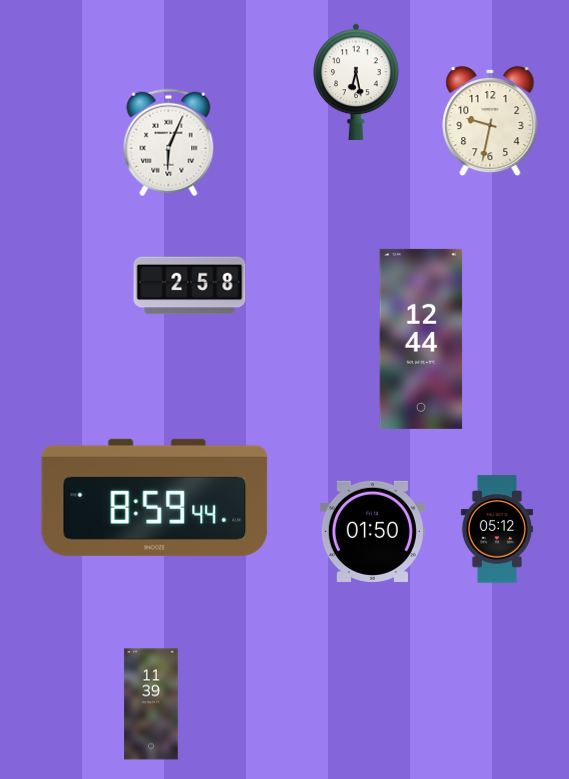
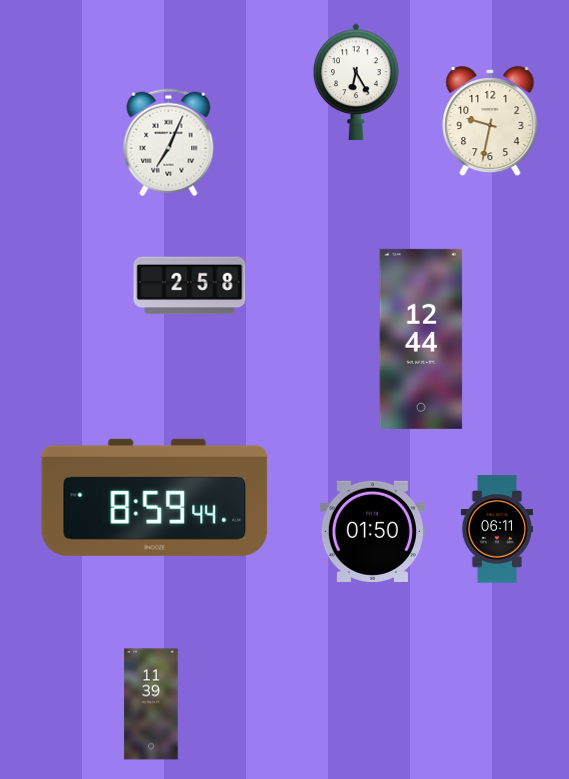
clock at (356, 81): 6:28 -> 6:25
clock at (169, 143): 6:04 -> 7:04
clock at (497, 529): 05:12 -> 06:11
